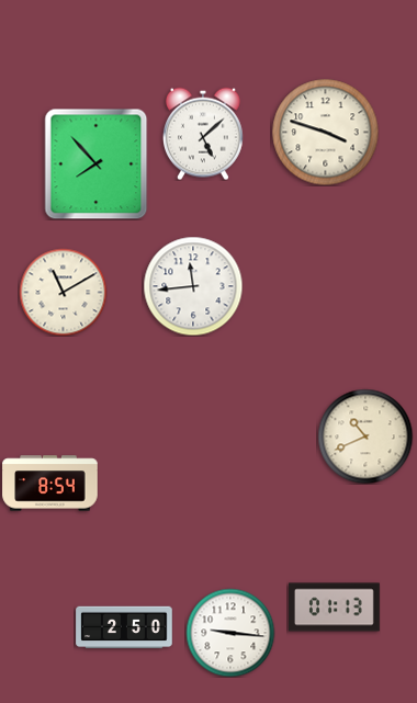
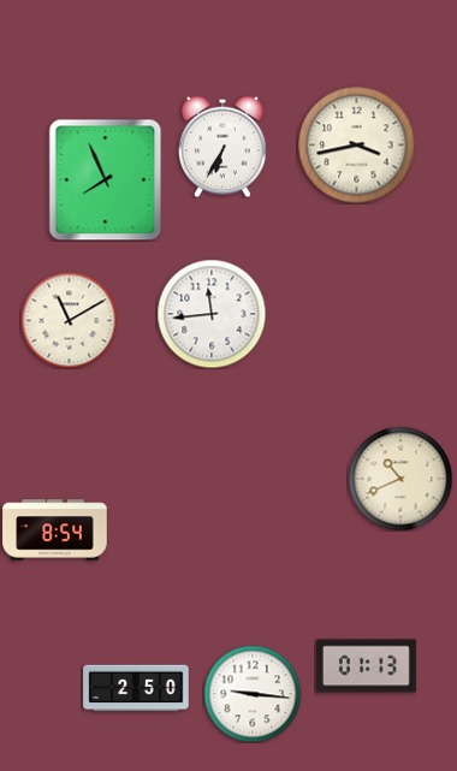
clock at (325, 132): 3:48 -> 3:43
clock at (203, 134): 5:08 -> 6:35
clock at (97, 163): 7:53 -> 7:56
